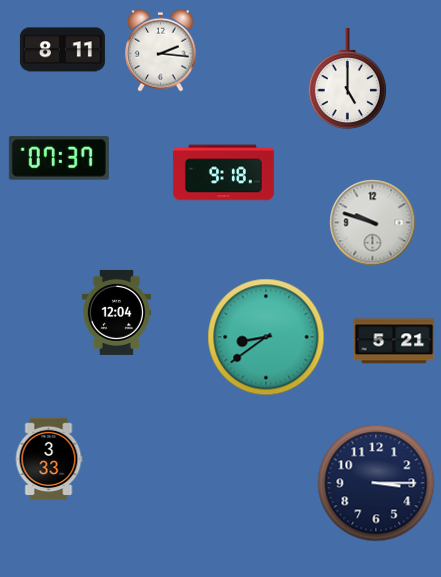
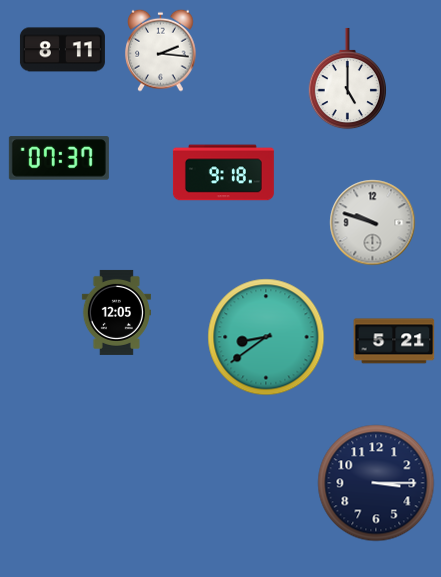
clock at (116, 312): 12:04 -> 12:05
clock at (49, 459): 3:33 -> none
